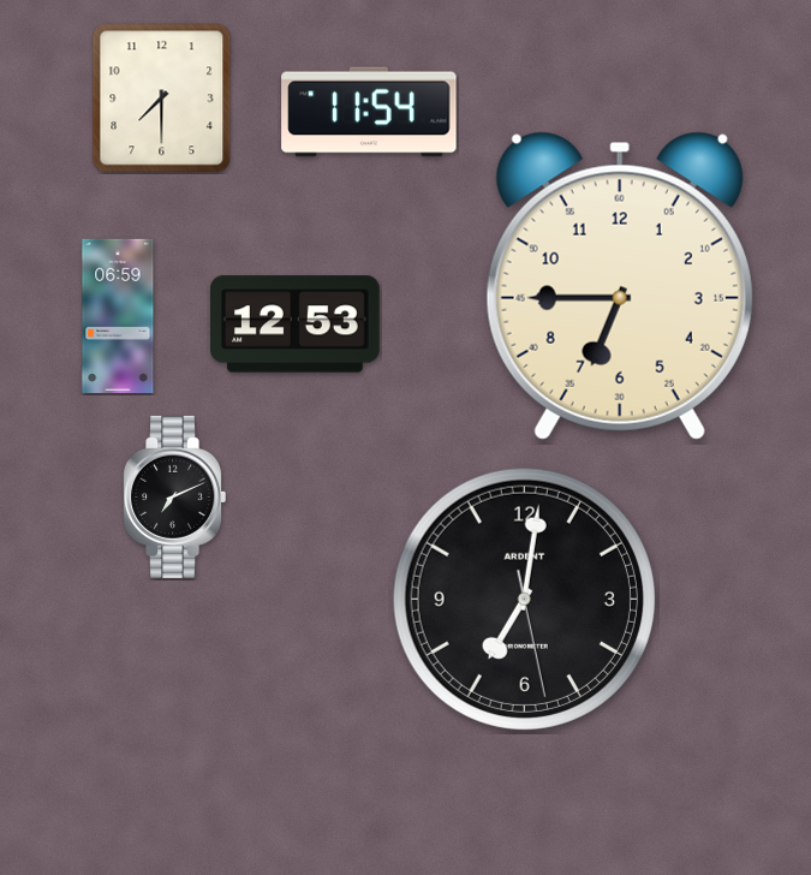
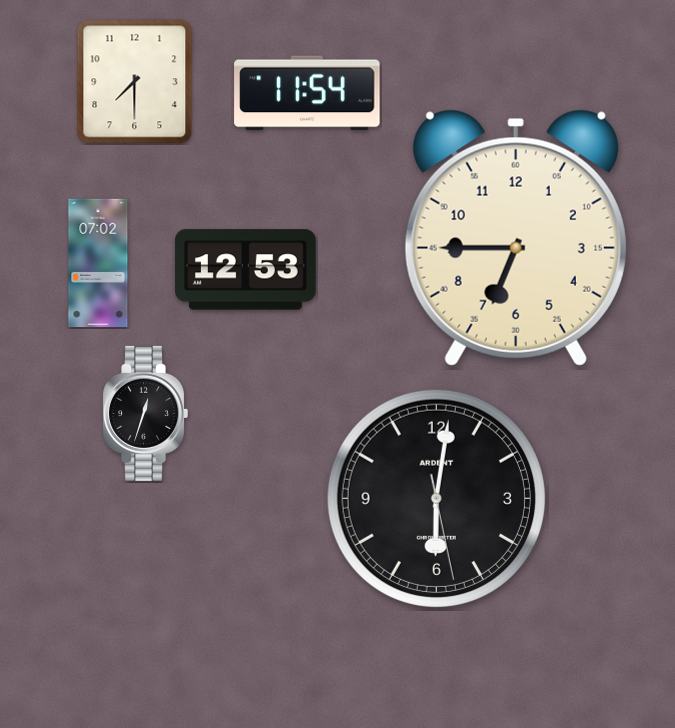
clock at (118, 315): 06:59 -> 07:02
clock at (174, 496): 7:11 -> 12:33
clock at (524, 599): 7:01 -> 6:01
